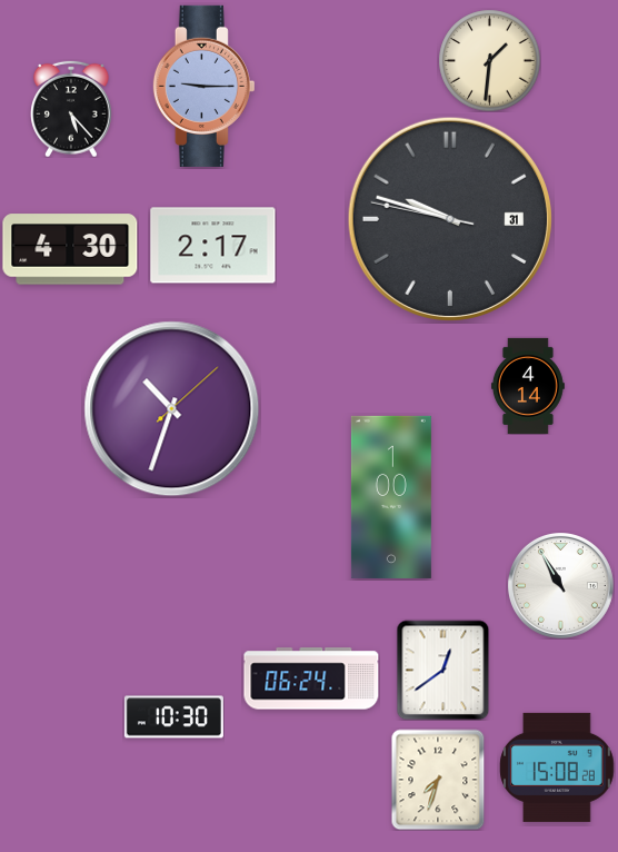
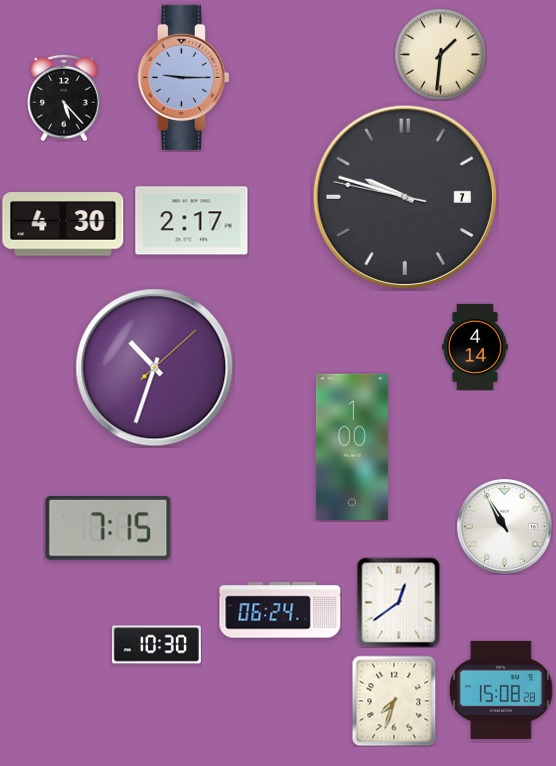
clock at (450, 219) date: 31 -> 7
clock at (108, 529): none -> 7:15
